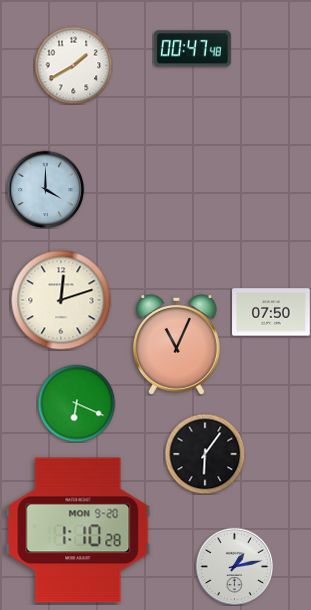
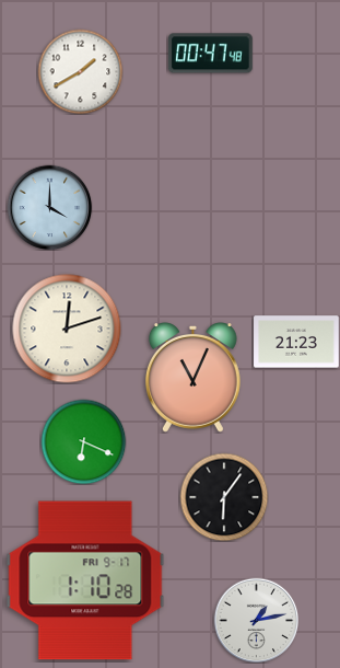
clock at (271, 312): 07:50 -> 21:23
clock at (78, 530) date: MON 9-20 -> FRI 9-17
